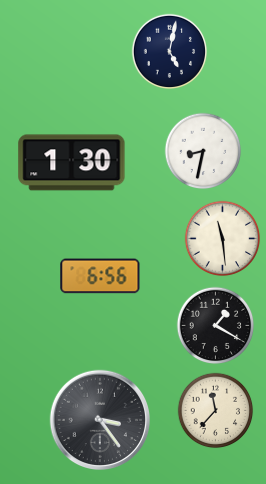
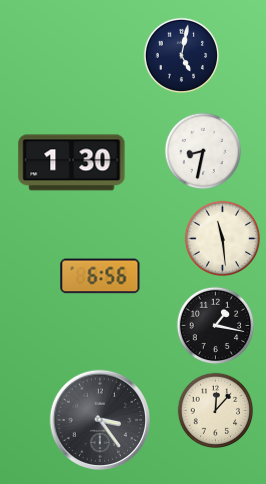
clock at (170, 52) position: (170, 52) -> (182, 56)
clock at (216, 326): 1:20 -> 1:17
clock at (216, 411): 11:37 -> 12:07
